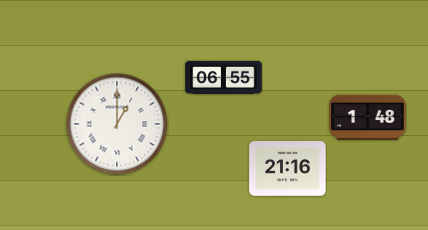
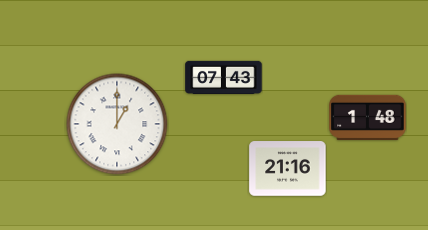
clock at (224, 78): 06:55 -> 07:43
